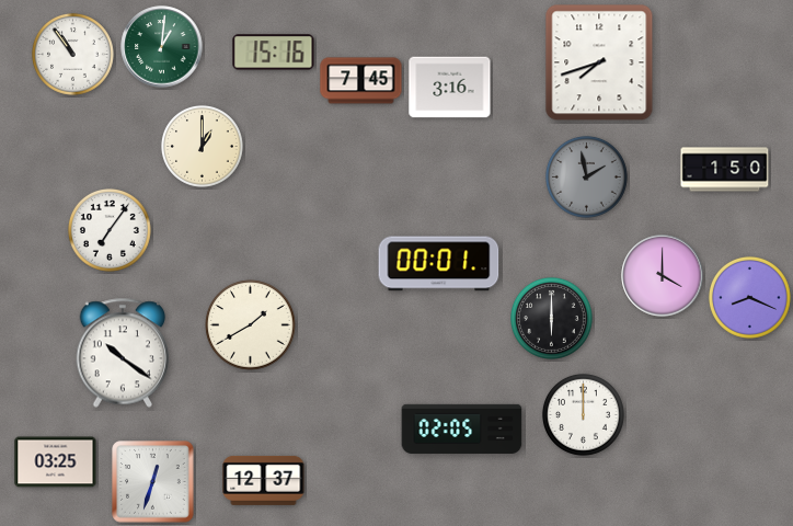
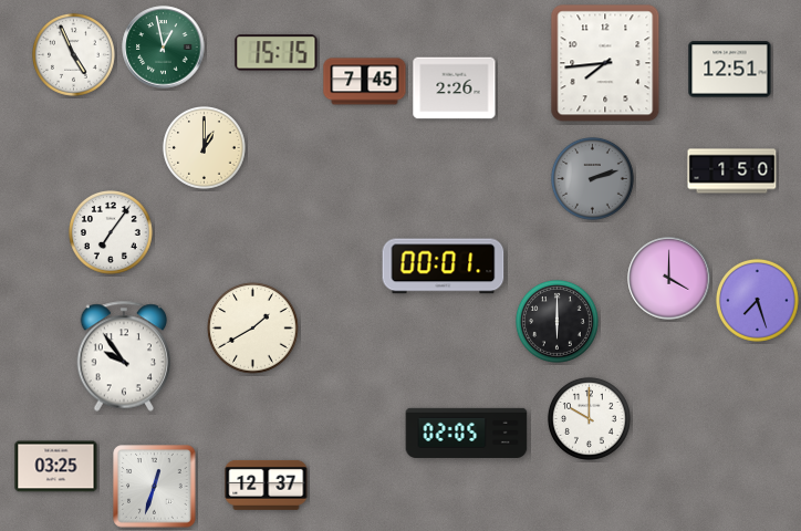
clock at (162, 47): 1:01 -> 12:58
clock at (274, 53): 15:16 -> 15:15
clock at (72, 55): 10:54 -> 4:56
clock at (599, 62): 7:42 -> 7:44
clock at (730, 70): none -> 12:51
clock at (450, 88): 3:16 -> 2:26
clock at (586, 178): 1:58 -> 2:12
clock at (749, 298): 8:19 -> 7:27
clock at (123, 353): 10:21 -> 9:54
clock at (583, 415): 12:00 -> 10:00
